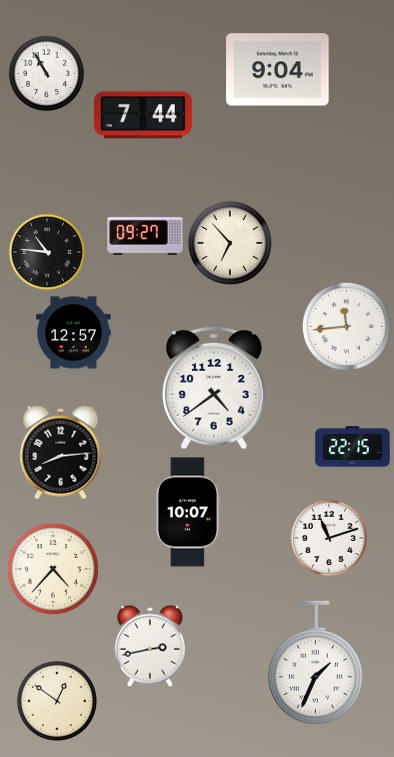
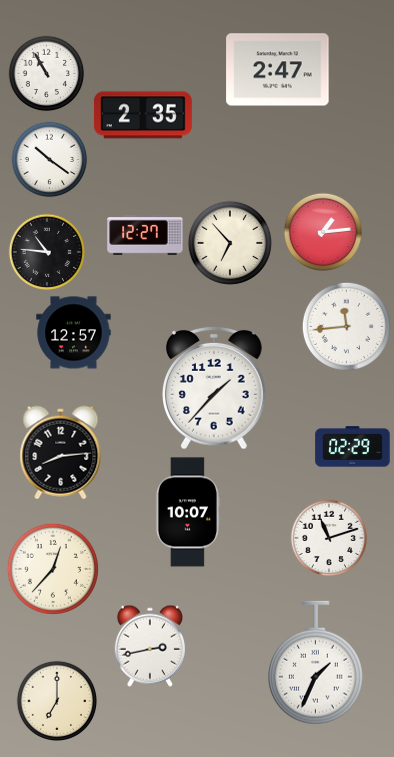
clock at (278, 70): 9:04 -> 2:47
clock at (143, 115): 7:44 -> 2:35
clock at (50, 160): none -> 10:21
clock at (322, 231): none -> 1:14
clock at (145, 236): 09:27 -> 12:27
clock at (215, 388): 4:39 -> 1:37
clock at (353, 447): 22:15 -> 02:29
clock at (53, 569): 4:37 -> 12:37
clock at (56, 700): 12:51 -> 7:00
